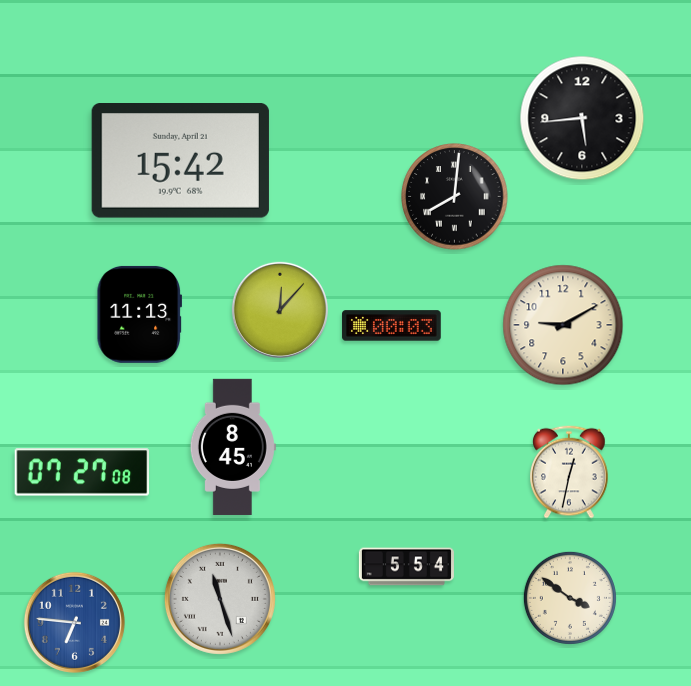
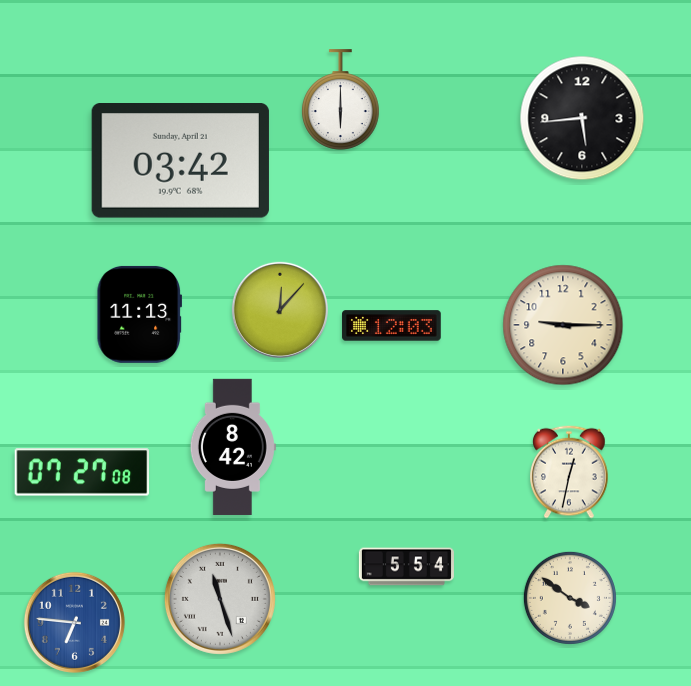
clock at (340, 100): none -> 6:00
clock at (180, 161): 15:42 -> 03:42
clock at (455, 197): 8:01 -> none
clock at (563, 325): 9:10 -> 9:15
clock at (392, 326): 00:03 -> 12:03
clock at (233, 447): 8:45 -> 8:42
